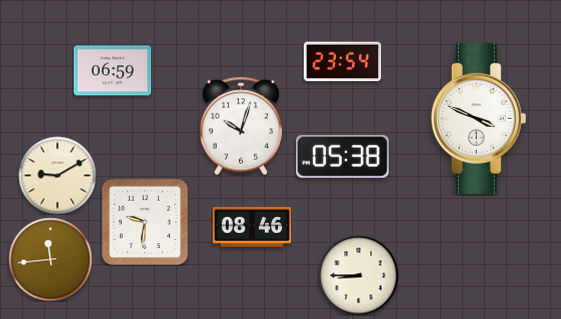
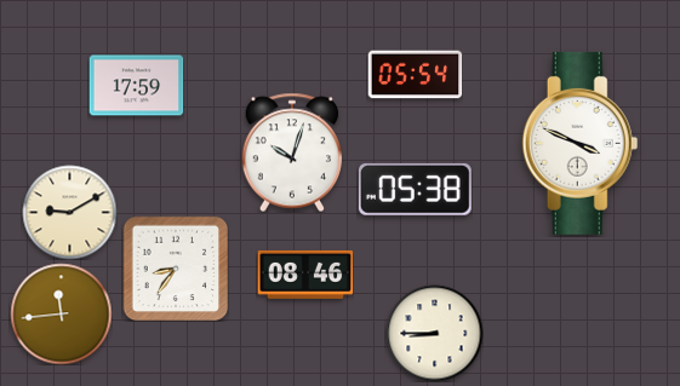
clock at (342, 62): 23:54 -> 05:54
clock at (112, 71): 06:59 -> 17:59
clock at (145, 222): 9:31 -> 8:36
